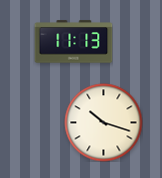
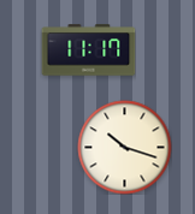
clock at (73, 42): 11:13 -> 11:17
